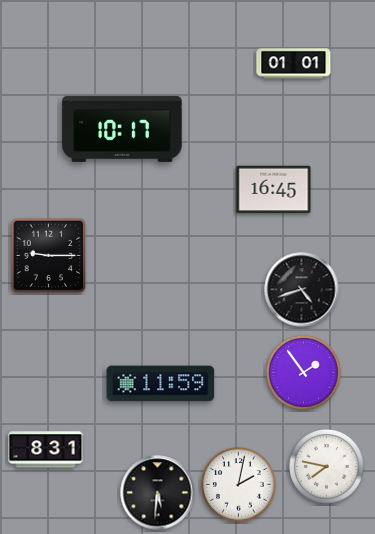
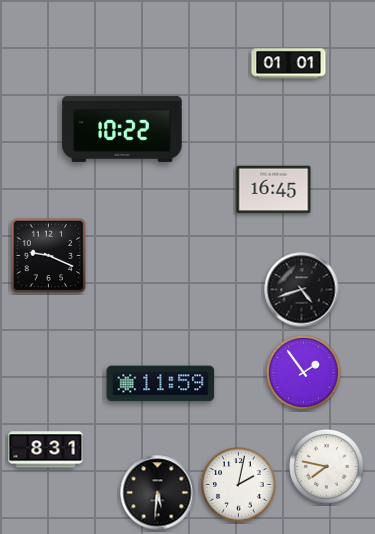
clock at (294, 64) position: (294, 64) -> (289, 64)
clock at (122, 129): 10:17 -> 10:22
clock at (49, 256): 9:15 -> 9:19
